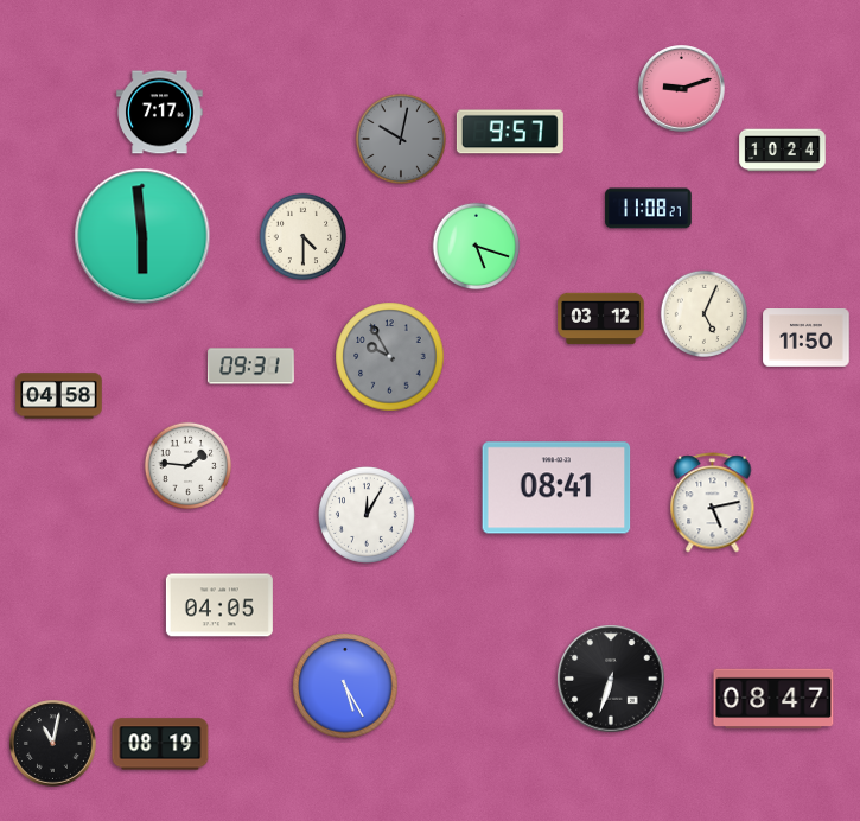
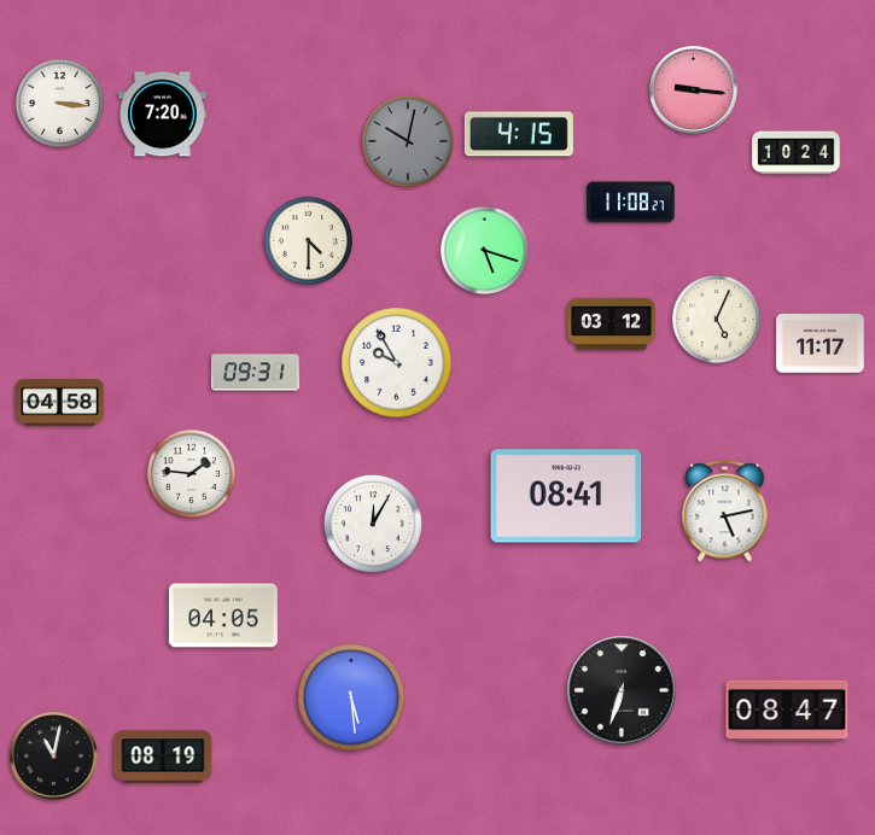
clock at (682, 89): 9:12 -> 9:16
clock at (60, 104): none -> 3:16
clock at (160, 113): 7:17 -> 7:20
clock at (510, 132): 9:57 -> 4:15
clock at (649, 209) position: (649, 209) -> (631, 203)
clock at (142, 236): 5:59 -> none
clock at (807, 338): 11:50 -> 11:17
clock at (390, 357) dial: grey -> white
clock at (345, 686): 5:25 -> 5:29
